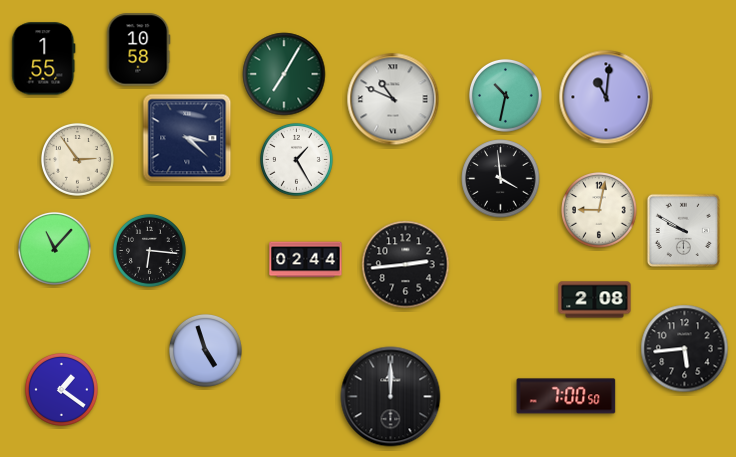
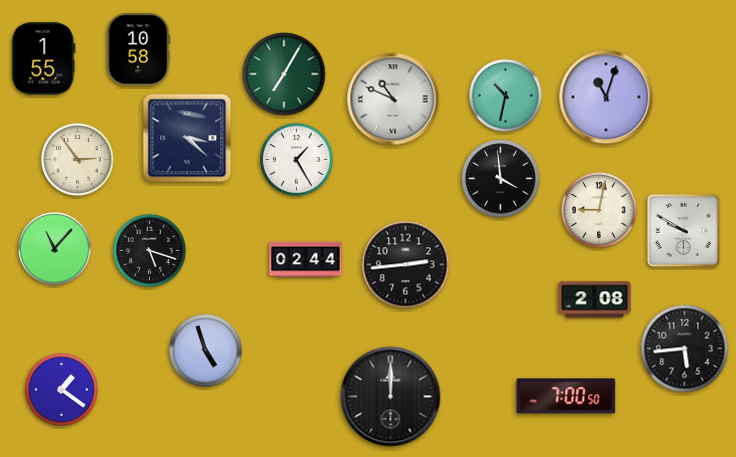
clock at (606, 97): 11:01 -> 11:03
clock at (149, 250): 6:16 -> 5:18
